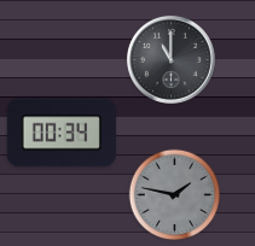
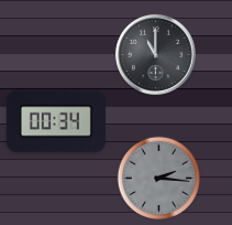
clock at (175, 195): 1:47 -> 2:16
